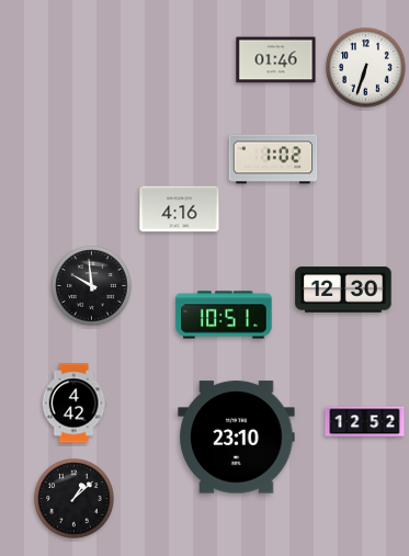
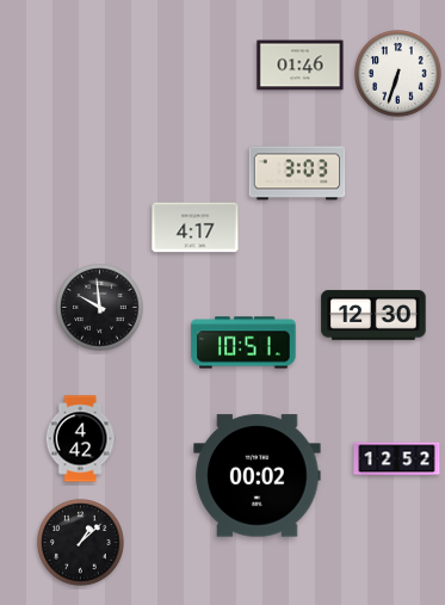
clock at (273, 159): 1:02 -> 3:03
clock at (180, 209): 4:16 -> 4:17
clock at (92, 286) position: (92, 286) -> (100, 308)
clock at (237, 438): 23:10 -> 00:02
